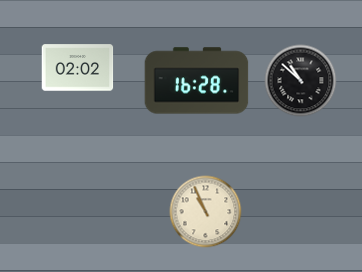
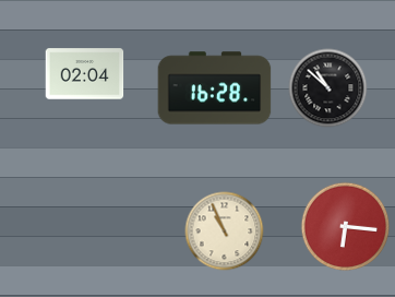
clock at (78, 68): 02:02 -> 02:04
clock at (346, 227): none -> 6:16
